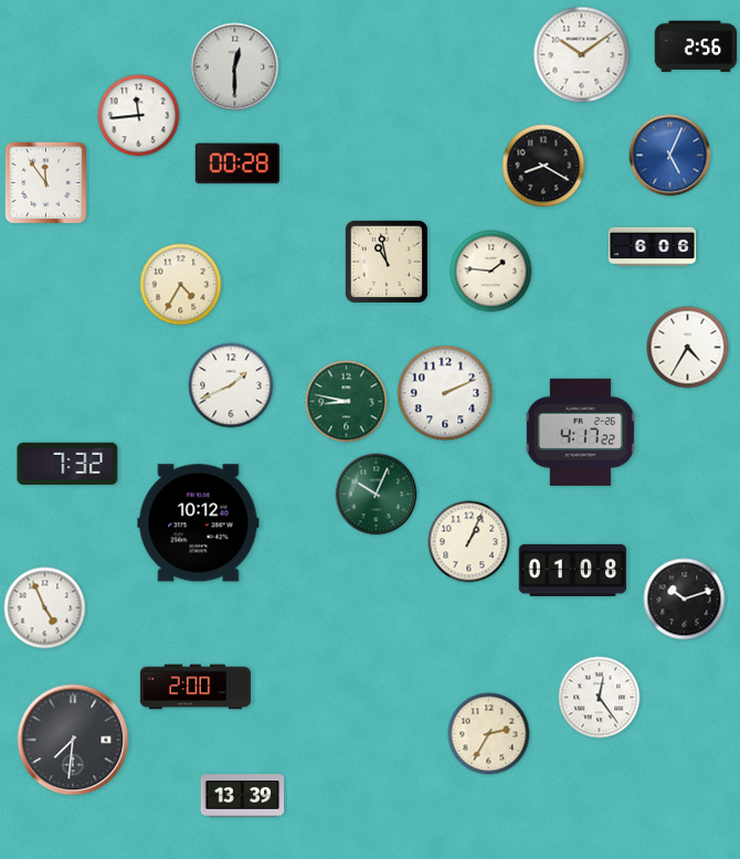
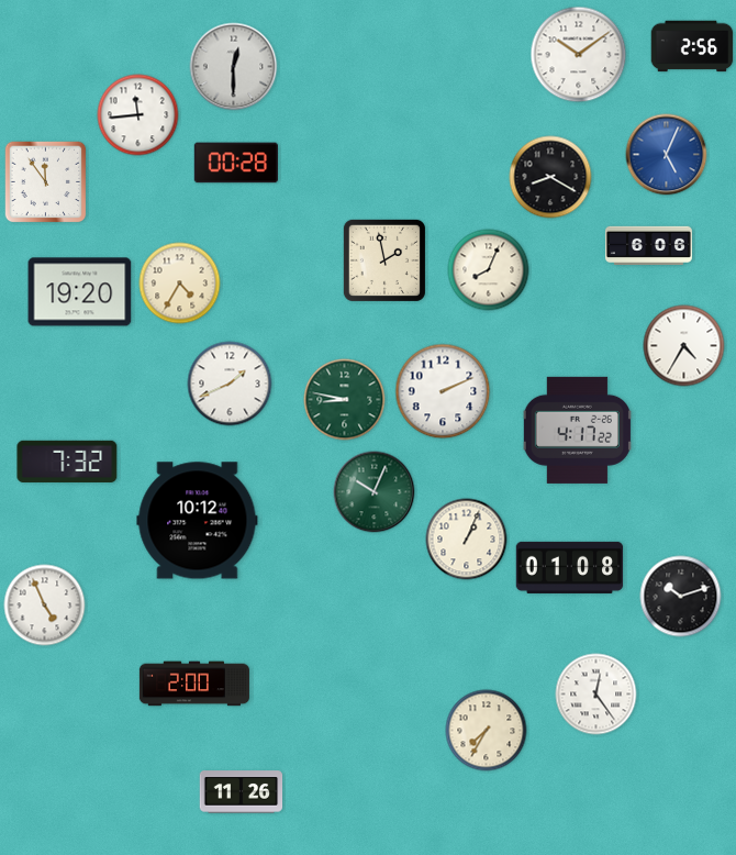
clock at (543, 166) position: (543, 166) -> (550, 177)
clock at (387, 262): 10:58 -> 1:58
clock at (491, 272): 1:46 -> 8:04
clock at (80, 292): none -> 19:20
clock at (489, 734): 2:35 -> 7:35
clock at (73, 740): 7:31 -> none
clock at (243, 796): 13:39 -> 11:26
